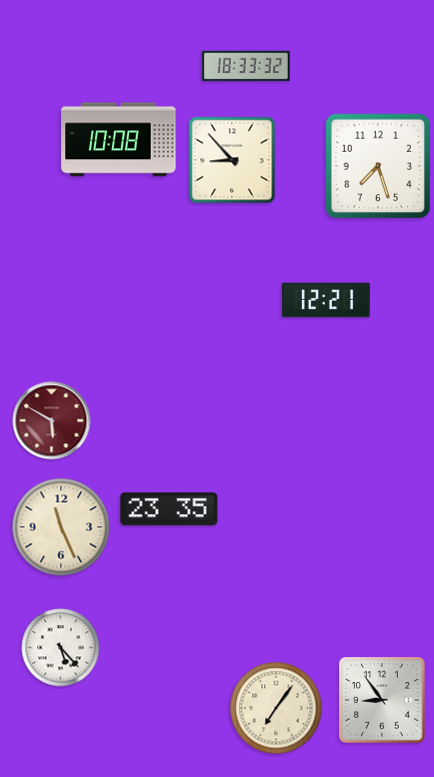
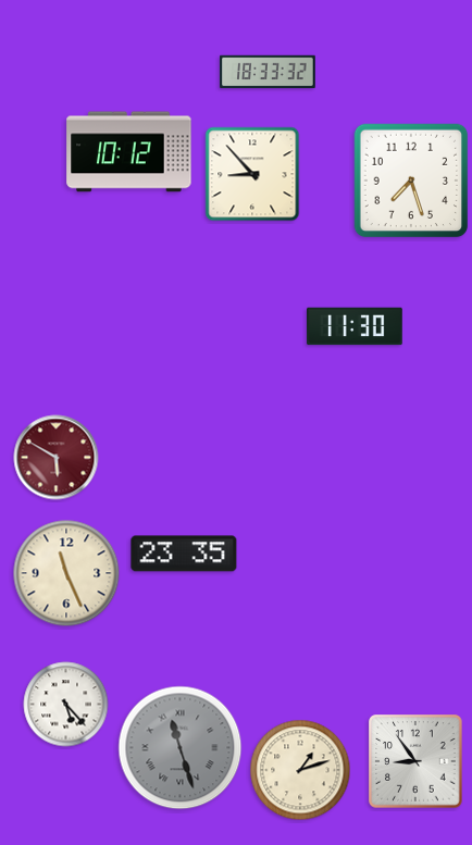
clock at (119, 140): 10:08 -> 10:12
clock at (326, 300): 12:21 -> 11:30
clock at (181, 748): none -> 11:27
clock at (276, 708): 7:06 -> 1:12
